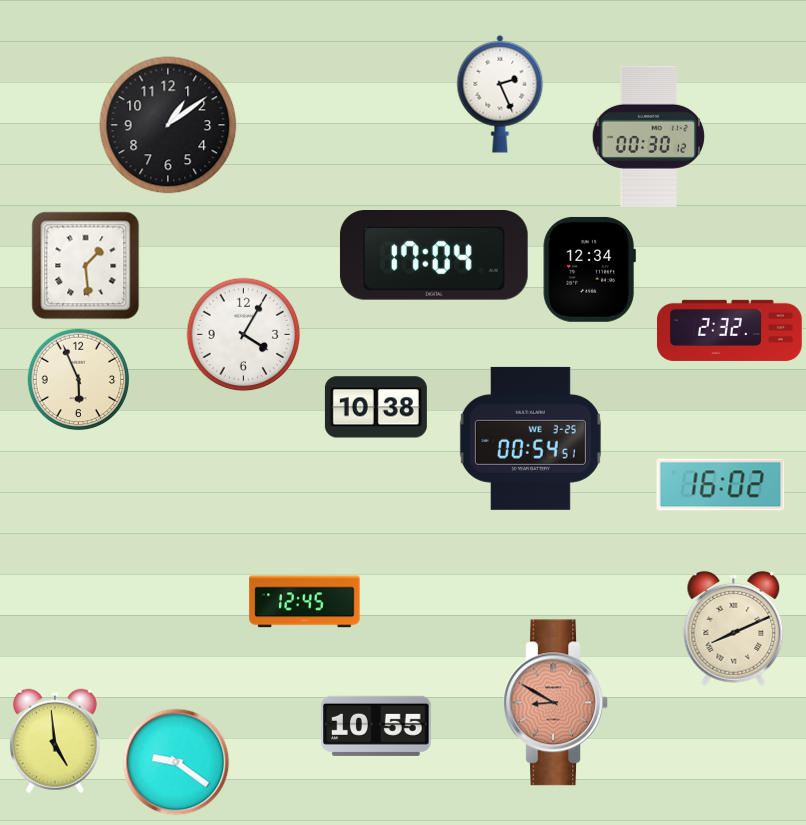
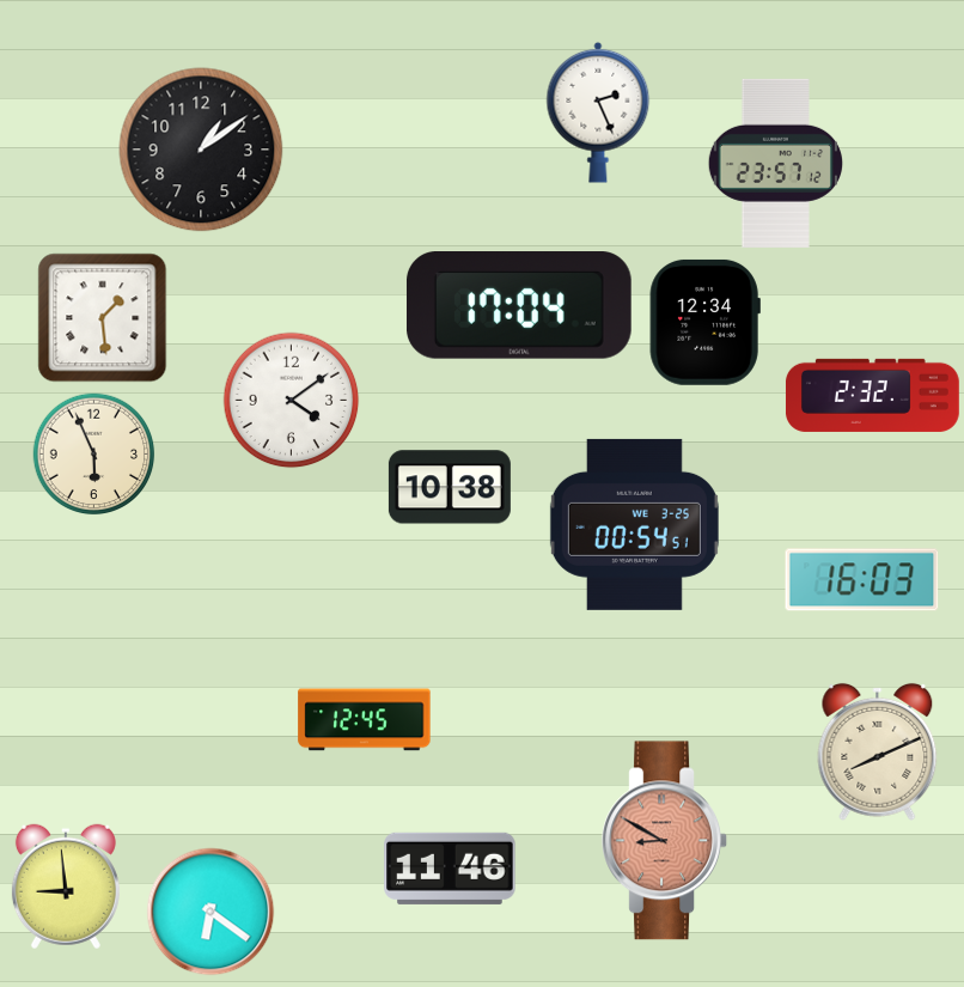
clock at (648, 136): 00:30 -> 23:57
clock at (244, 335): 4:05 -> 4:09
clock at (721, 485): 16:02 -> 16:03
clock at (376, 726): 10:55 -> 11:46
clock at (55, 741): 4:59 -> 8:59
clock at (176, 762): 9:21 -> 6:21
